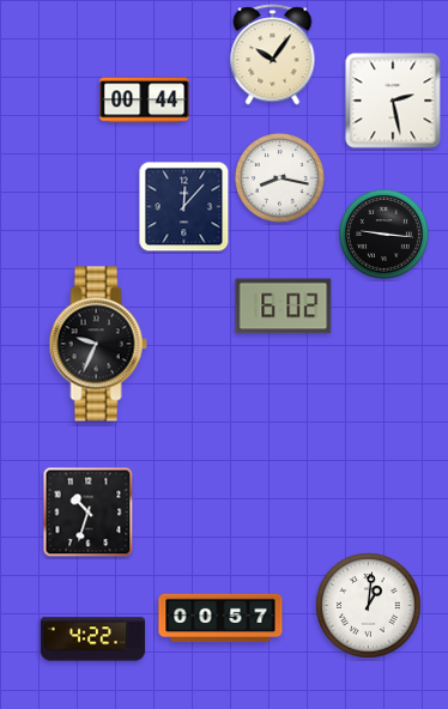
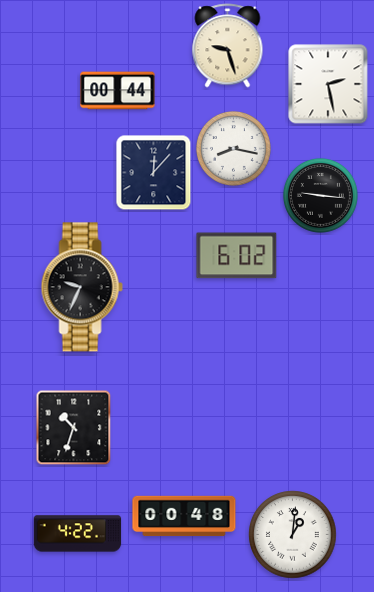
clock at (273, 55): 10:06 -> 9:27
clock at (145, 101) position: (145, 101) -> (118, 91)
clock at (369, 606) position: (369, 606) -> (293, 535)
clock at (220, 618): 00:57 -> 00:48
